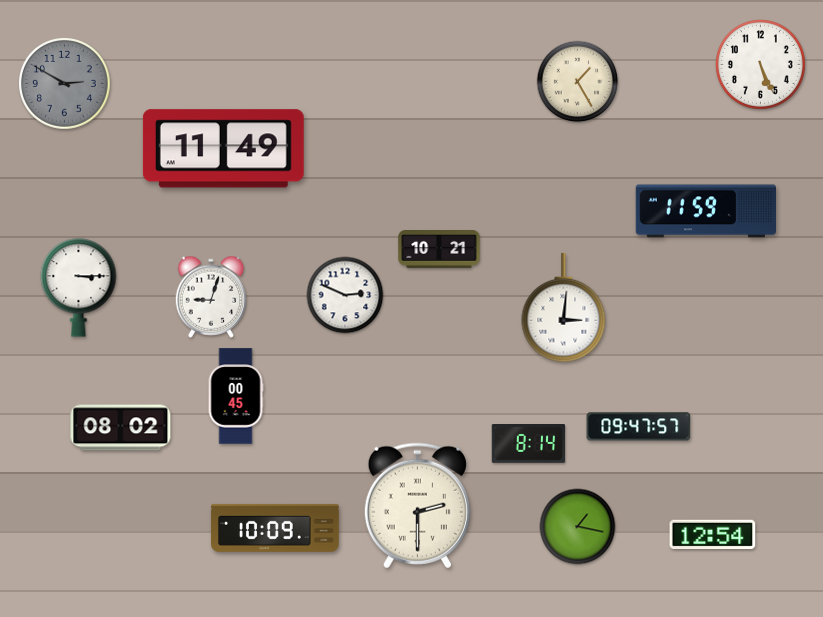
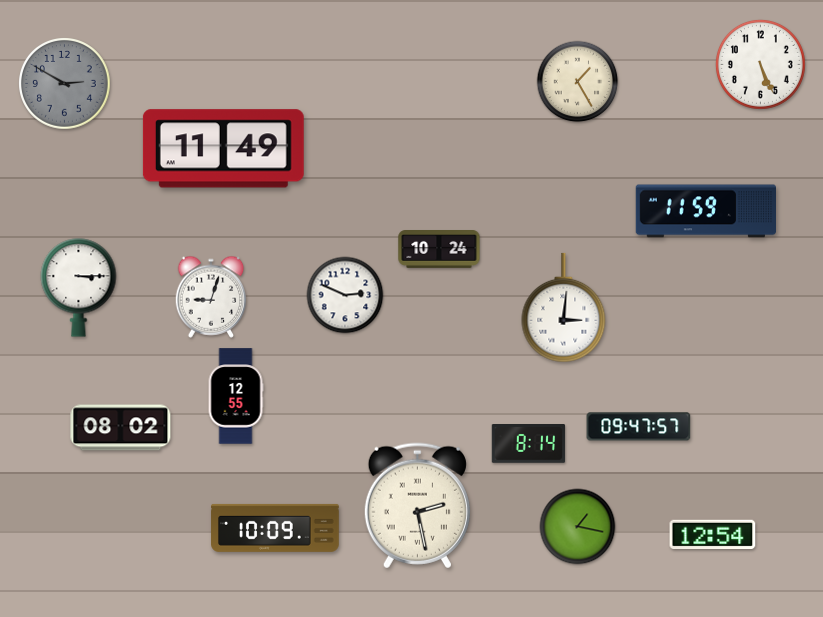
clock at (439, 250): 10:21 -> 10:24
clock at (236, 396): 00:45 -> 12:55
clock at (417, 506): 2:30 -> 2:28
